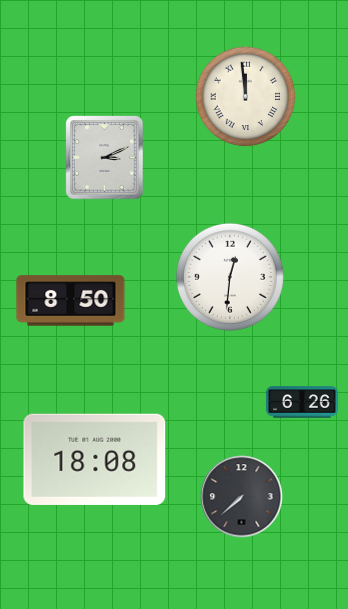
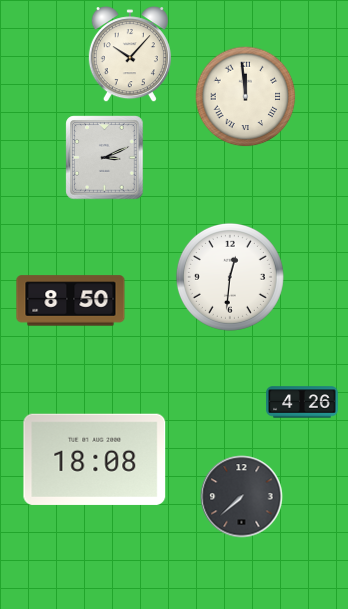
clock at (130, 55): none -> 10:07
clock at (302, 402): 6:26 -> 4:26
